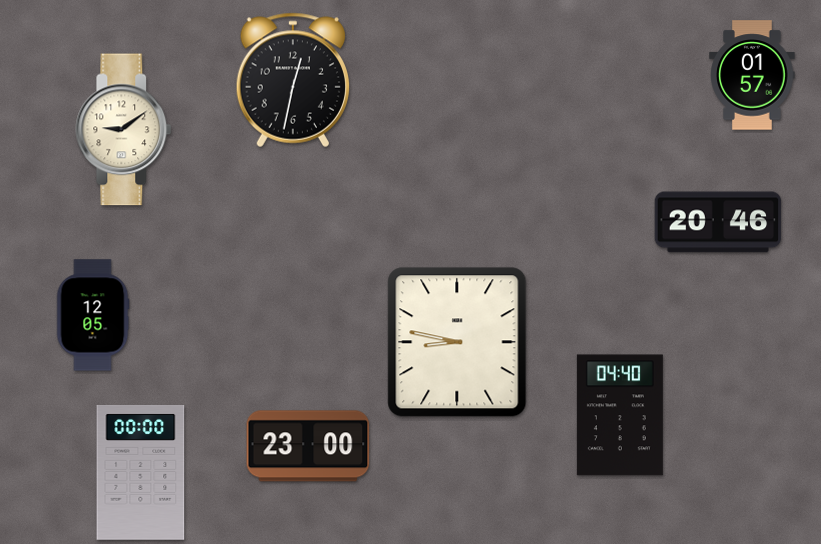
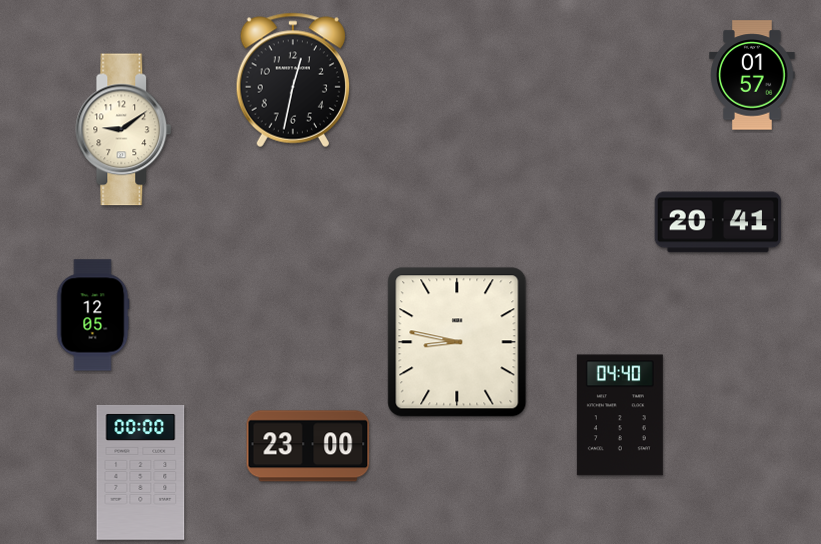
clock at (718, 222): 20:46 -> 20:41
